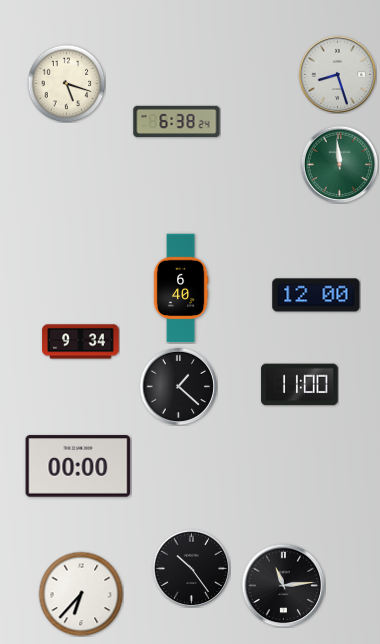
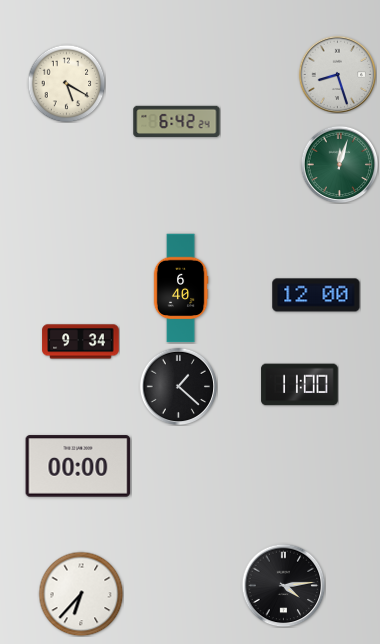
clock at (66, 83): 5:18 -> 5:20
clock at (177, 122): 6:38 -> 6:42
clock at (339, 164): 11:59 -> 12:03
clock at (191, 568): 10:24 -> none
clock at (283, 585): 11:14 -> 4:14
